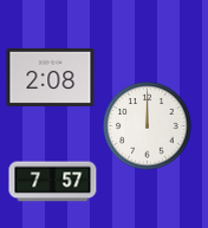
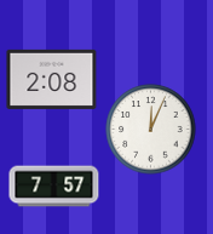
clock at (148, 126): 12:00 -> 12:04
